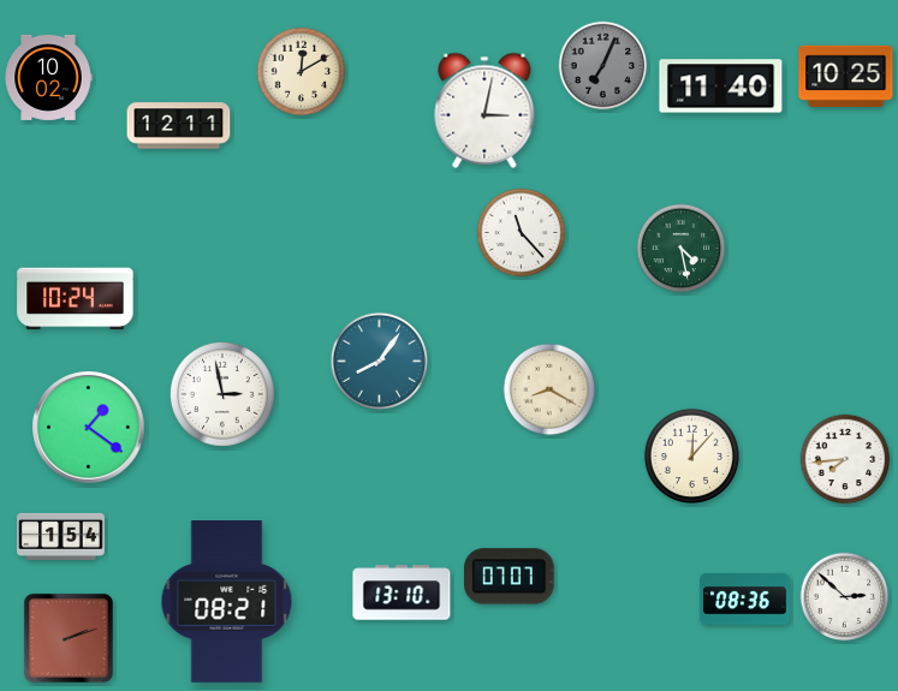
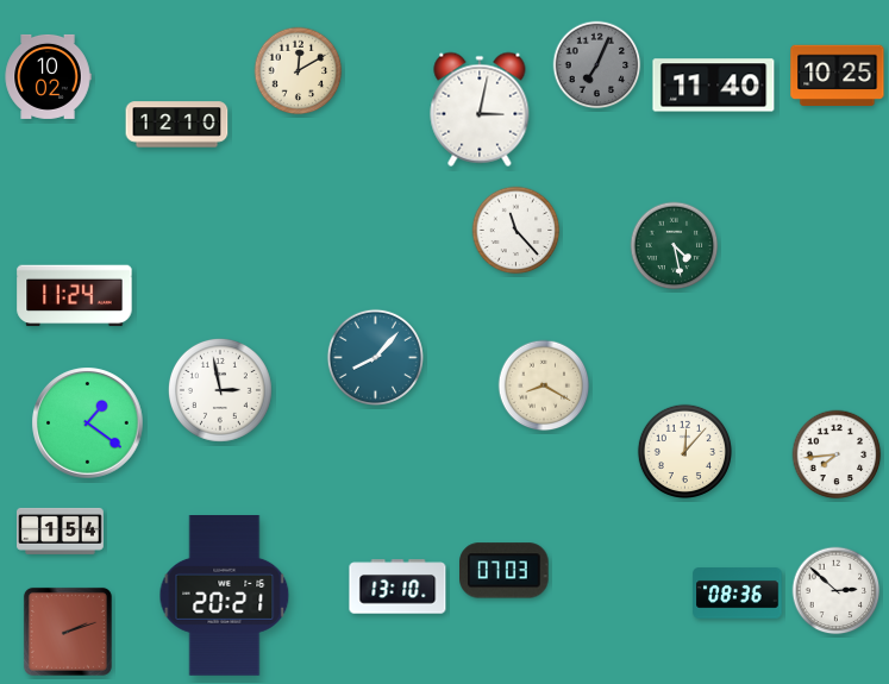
clock at (179, 126): 12:11 -> 12:10
clock at (76, 299): 10:24 -> 11:24
clock at (379, 361): 8:06 -> 8:07
clock at (510, 577): 07:07 -> 07:03
clock at (227, 602): 08:21 -> 20:21
